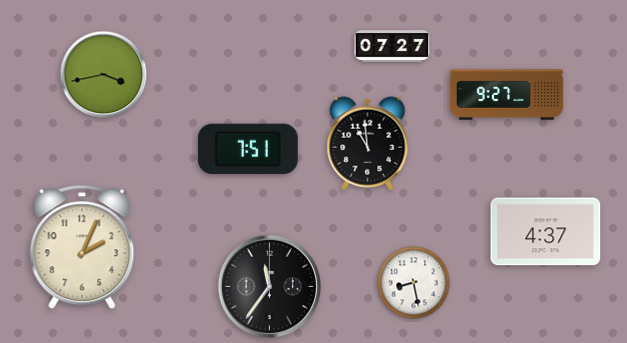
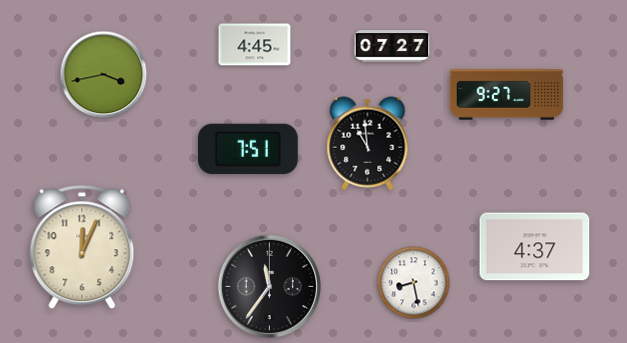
clock at (255, 45): none -> 4:45
clock at (546, 232) position: (546, 232) -> (535, 247)
clock at (82, 247): 2:04 -> 12:04
